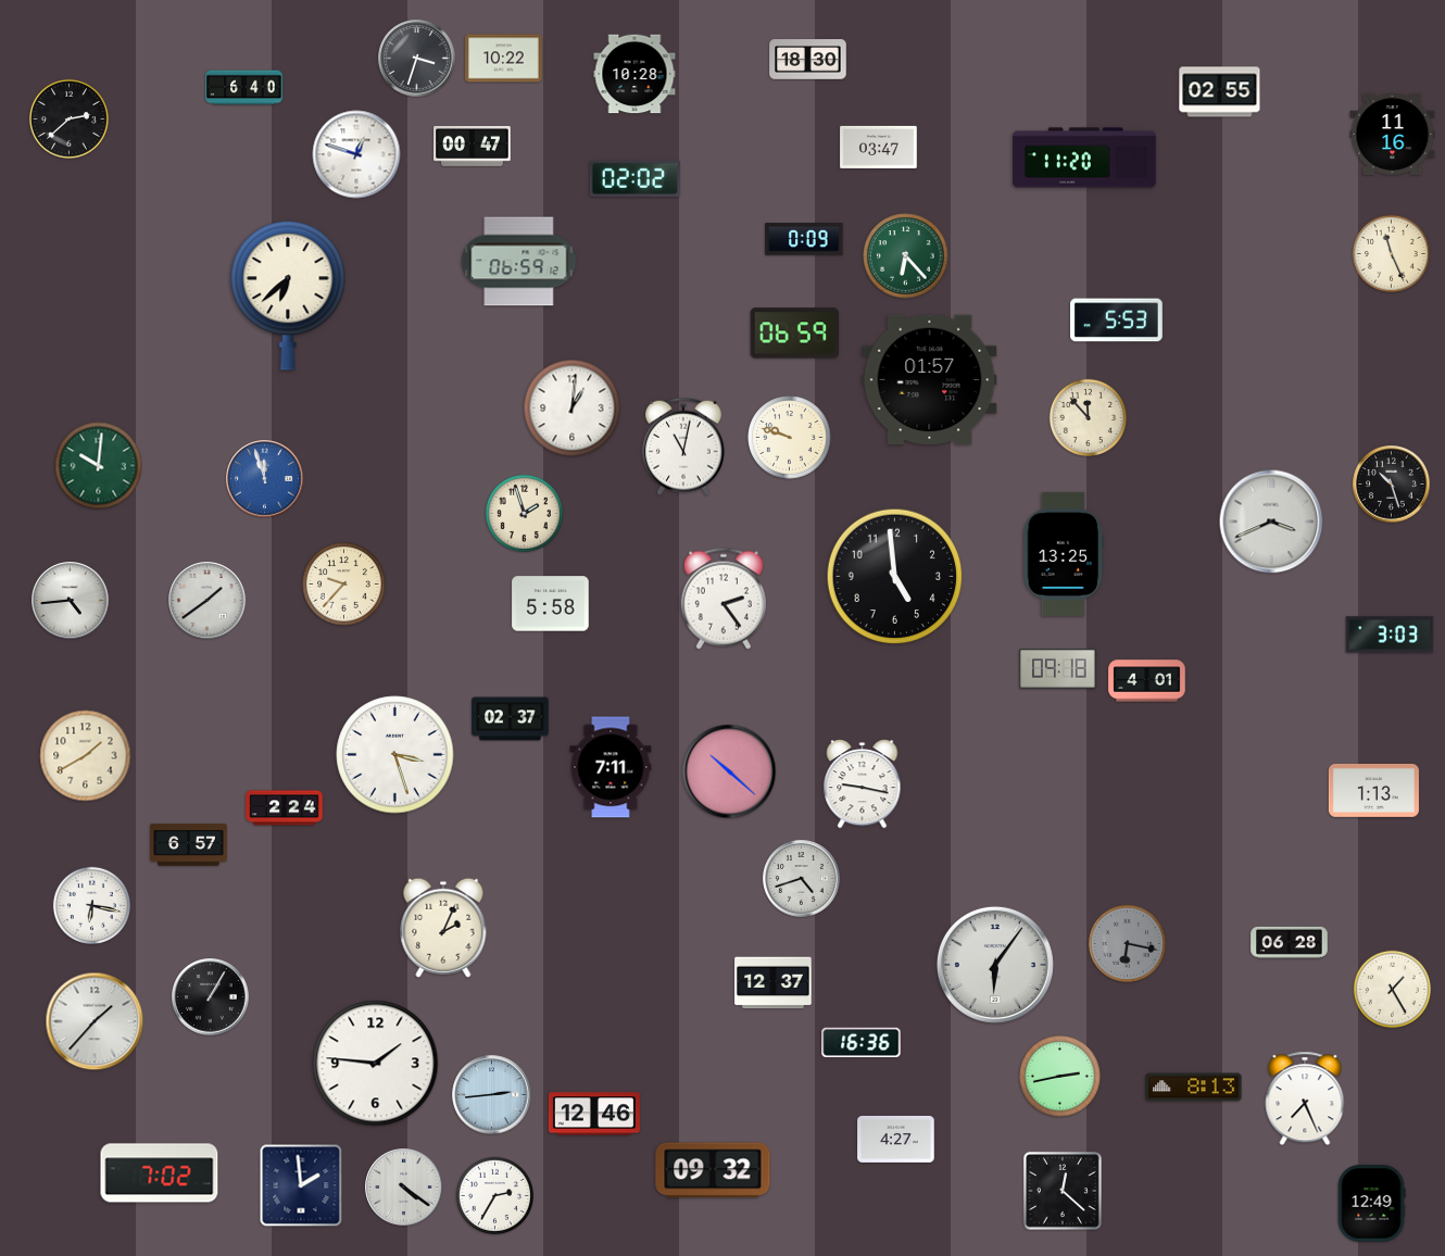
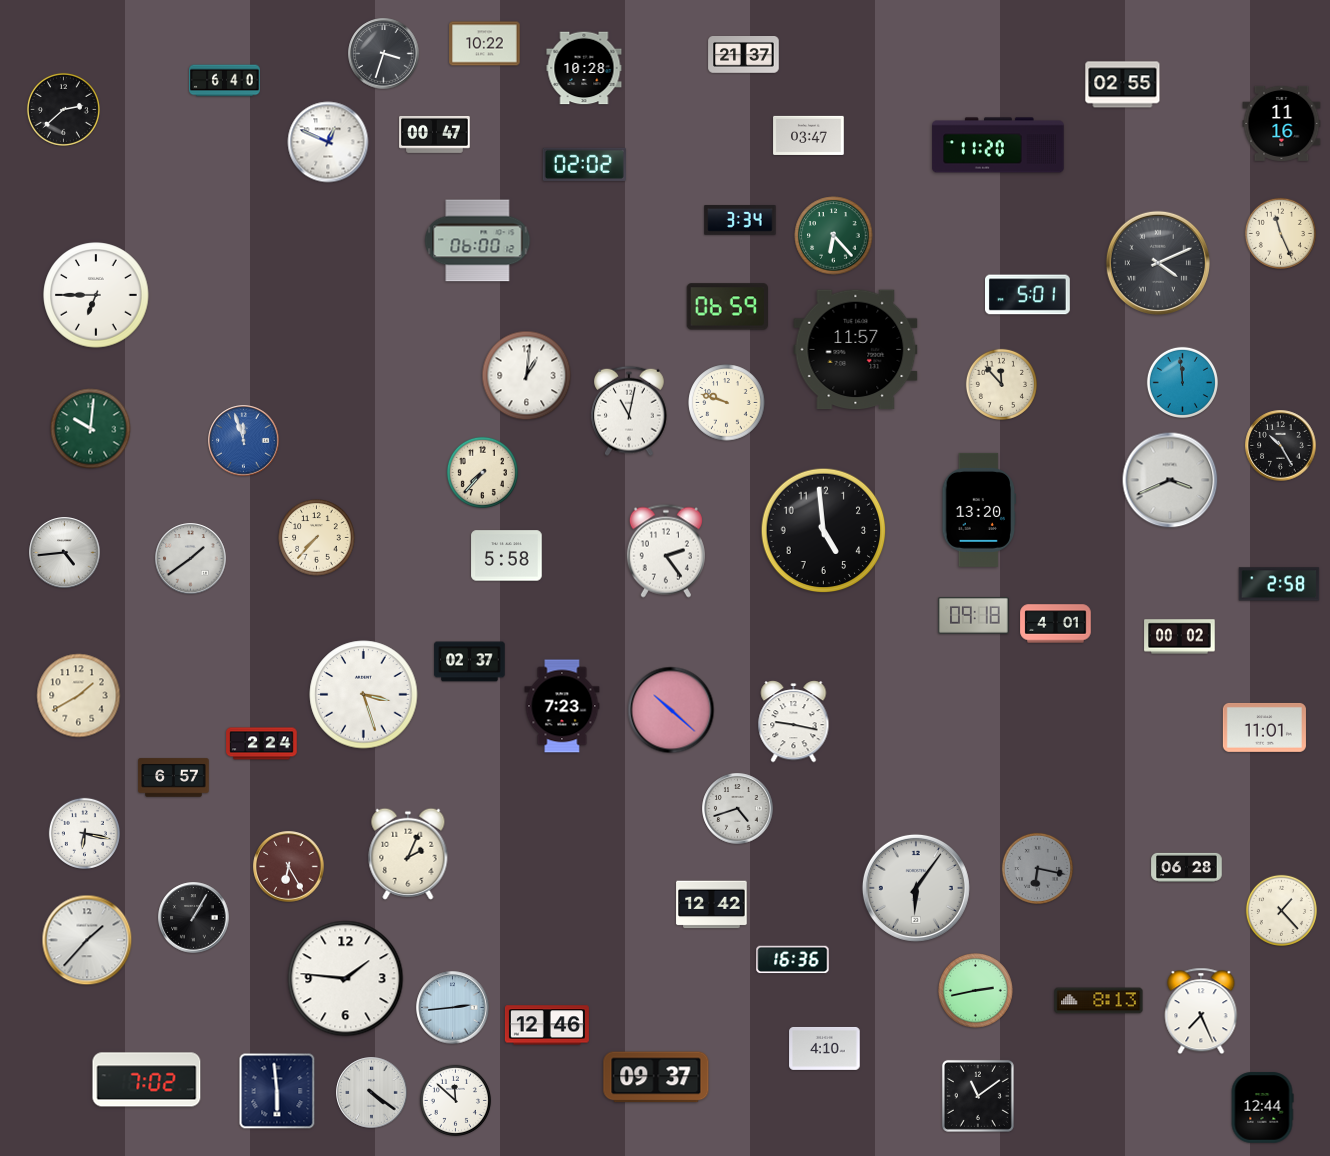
clock at (504, 59) position: (504, 59) -> (485, 44)
clock at (808, 60): 18:30 -> 21:37
clock at (356, 154): 12:48 -> 12:49
clock at (804, 239): 0:09 -> 3:34
clock at (519, 262): 06:59 -> 06:00
clock at (1158, 263): none -> 4:11
clock at (288, 296): 6:38 -> none
clock at (96, 295): none -> 6:45
clock at (1117, 321): 5:53 -> 5:01
clock at (795, 334) position: (795, 334) -> (728, 307)
clock at (930, 380): 01:57 -> 11:57
clock at (1182, 382): none -> 11:59
clock at (1392, 485): 10:27 -> 10:25
clock at (524, 513): 1:57 -> 7:37
clock at (1064, 554): 13:25 -> 13:20
clock at (344, 585): 9:37 -> 7:37
clock at (208, 601) position: (208, 601) -> (191, 559)
clock at (1390, 635): 3:03 -> 2:58
clock at (1147, 681) position: (1147, 681) -> (1056, 624)
clock at (1180, 637): none -> 00:02
clock at (611, 767): 7:11 -> 7:23
clock at (1373, 790): 1:13 -> 11:01
clock at (289, 867): none -> 6:25
clock at (774, 983): 12:37 -> 12:42
clock at (1392, 989): 1:25 -> 1:23
clock at (896, 1139): 4:27 -> 4:10
clock at (713, 1170): 09:32 -> 09:37
clock at (301, 1185): 1:59 -> 5:59
clock at (1063, 1191): 12:22 -> 11:09
clock at (494, 1195): 2:35 -> 11:52
clock at (1371, 1204): 12:49 -> 12:44
